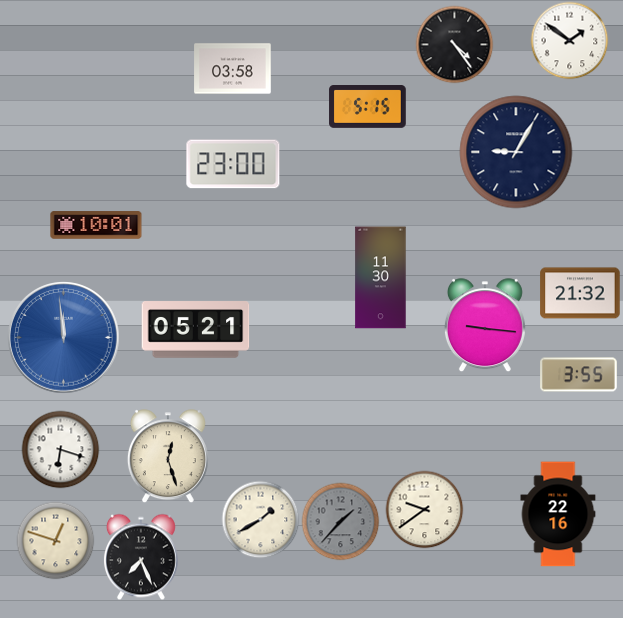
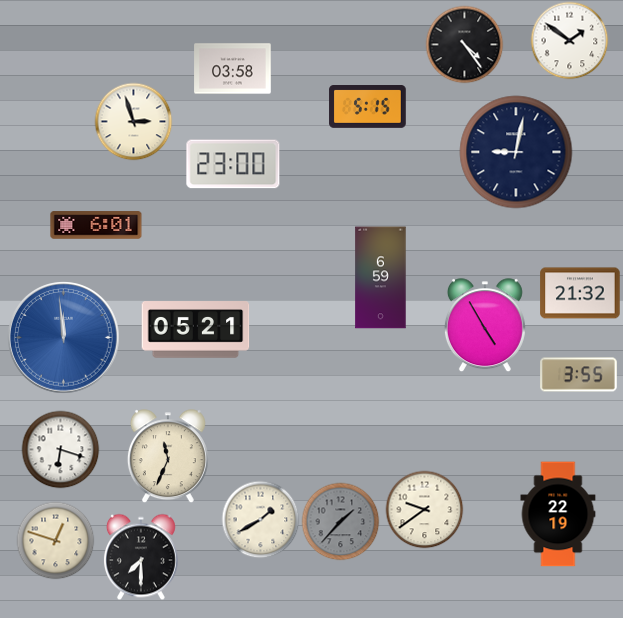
clock at (454, 44) position: (454, 44) -> (464, 44)
clock at (133, 121): none -> 2:57
clock at (516, 152): 9:05 -> 9:02
clock at (96, 225): 10:01 -> 6:01
clock at (381, 278): 11:30 -> 6:59
clock at (485, 325): 9:16 -> 4:55
clock at (168, 456): 12:27 -> 11:34
clock at (558, 514): 22:16 -> 22:19
clock at (141, 557): 7:26 -> 7:30
